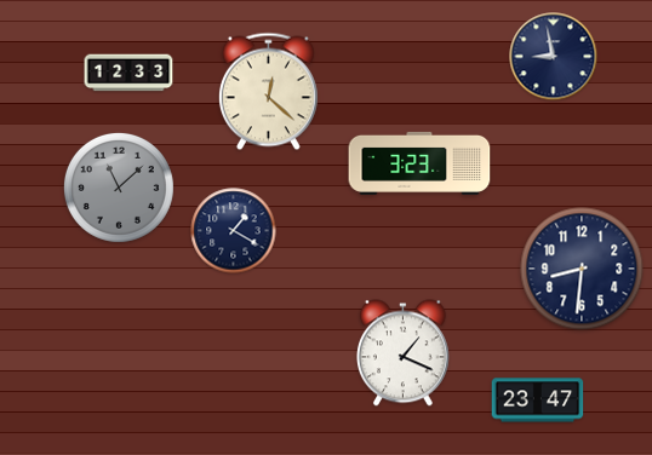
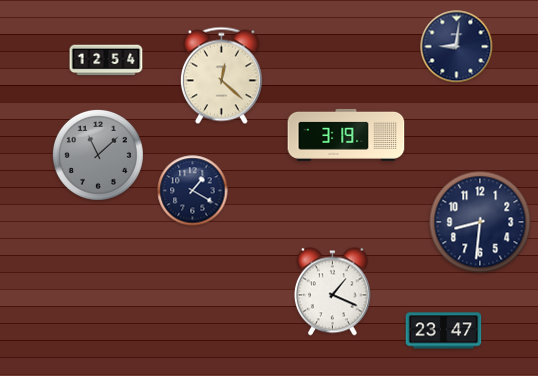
clock at (554, 57): 8:58 -> 9:01
clock at (128, 73): 12:33 -> 12:54
clock at (419, 163): 3:23 -> 3:19
